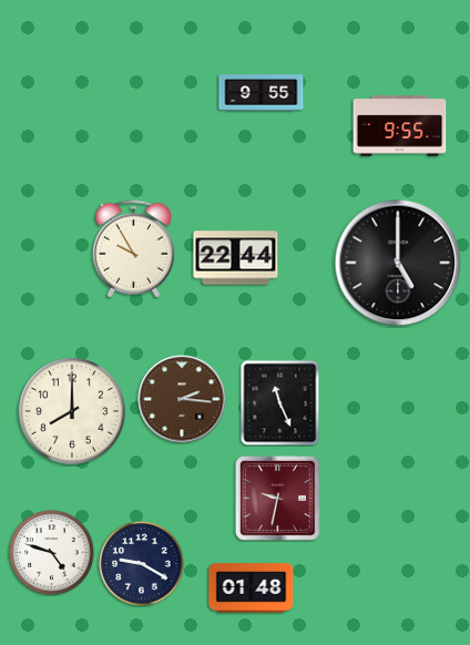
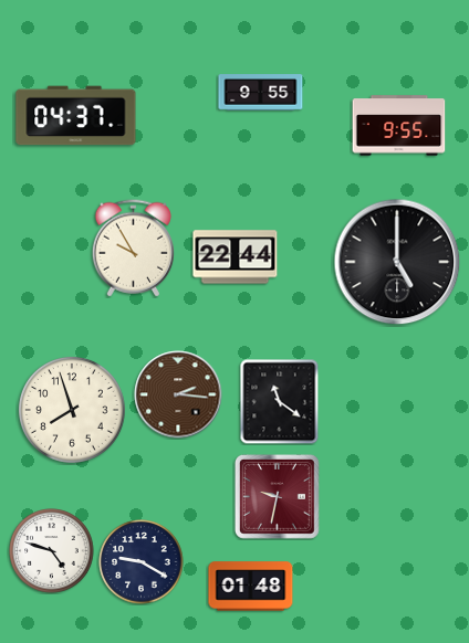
clock at (76, 116): none -> 04:37
clock at (182, 399) position: (182, 399) -> (178, 394)
clock at (280, 402): 11:26 -> 11:21
clock at (72, 411): 8:00 -> 7:57
